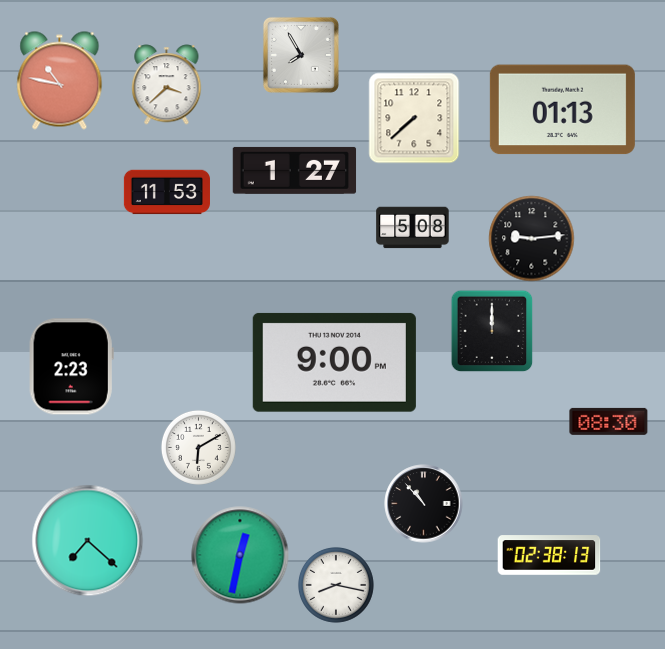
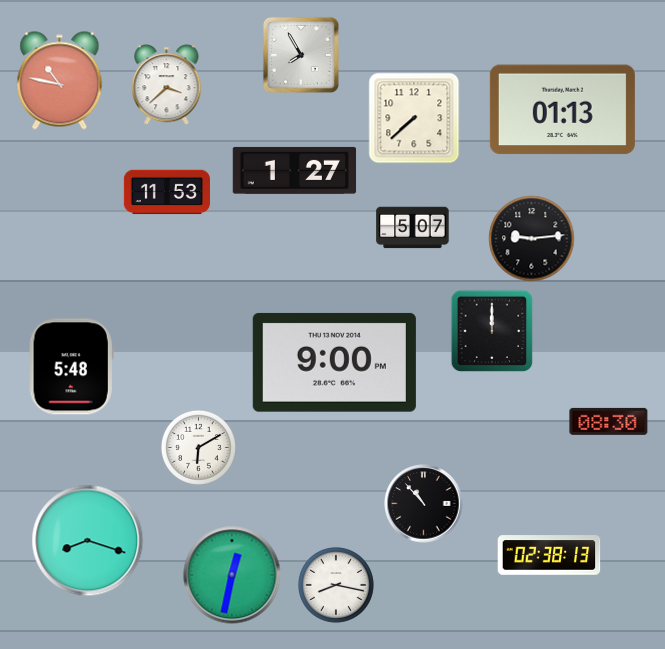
clock at (413, 228): 5:08 -> 5:07
clock at (71, 367): 2:23 -> 5:48
clock at (88, 541): 7:22 -> 8:18
clock at (240, 555) position: (240, 555) -> (232, 575)
